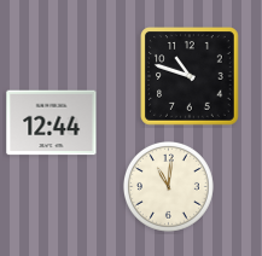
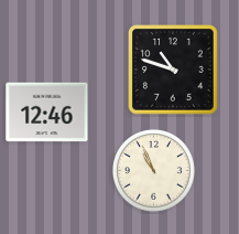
clock at (52, 123): 12:44 -> 12:46
clock at (168, 186): 11:01 -> 10:56
